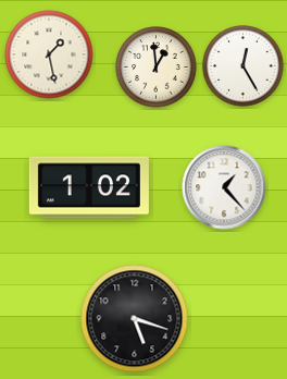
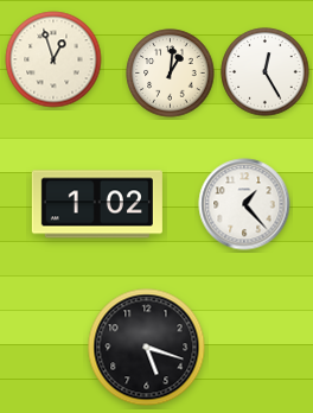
clock at (49, 54): 1:28 -> 12:57
clock at (157, 68): 12:59 -> 1:01
